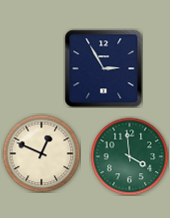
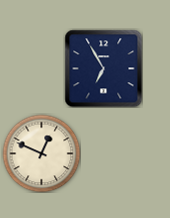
clock at (103, 68): 2:55 -> 6:55
clock at (129, 156): 3:59 -> none
